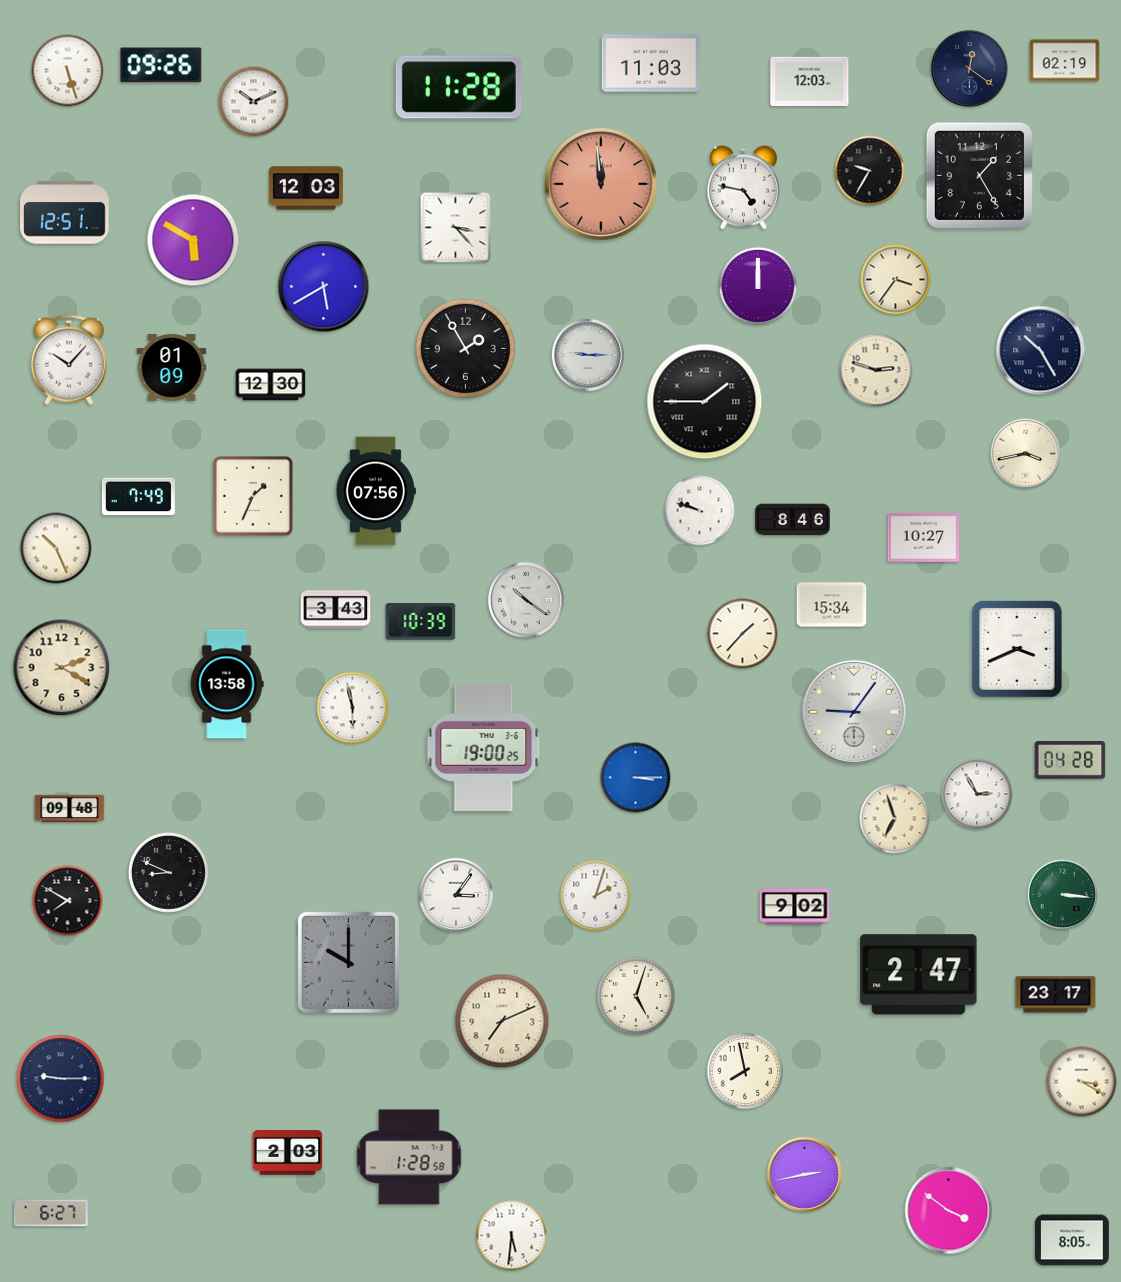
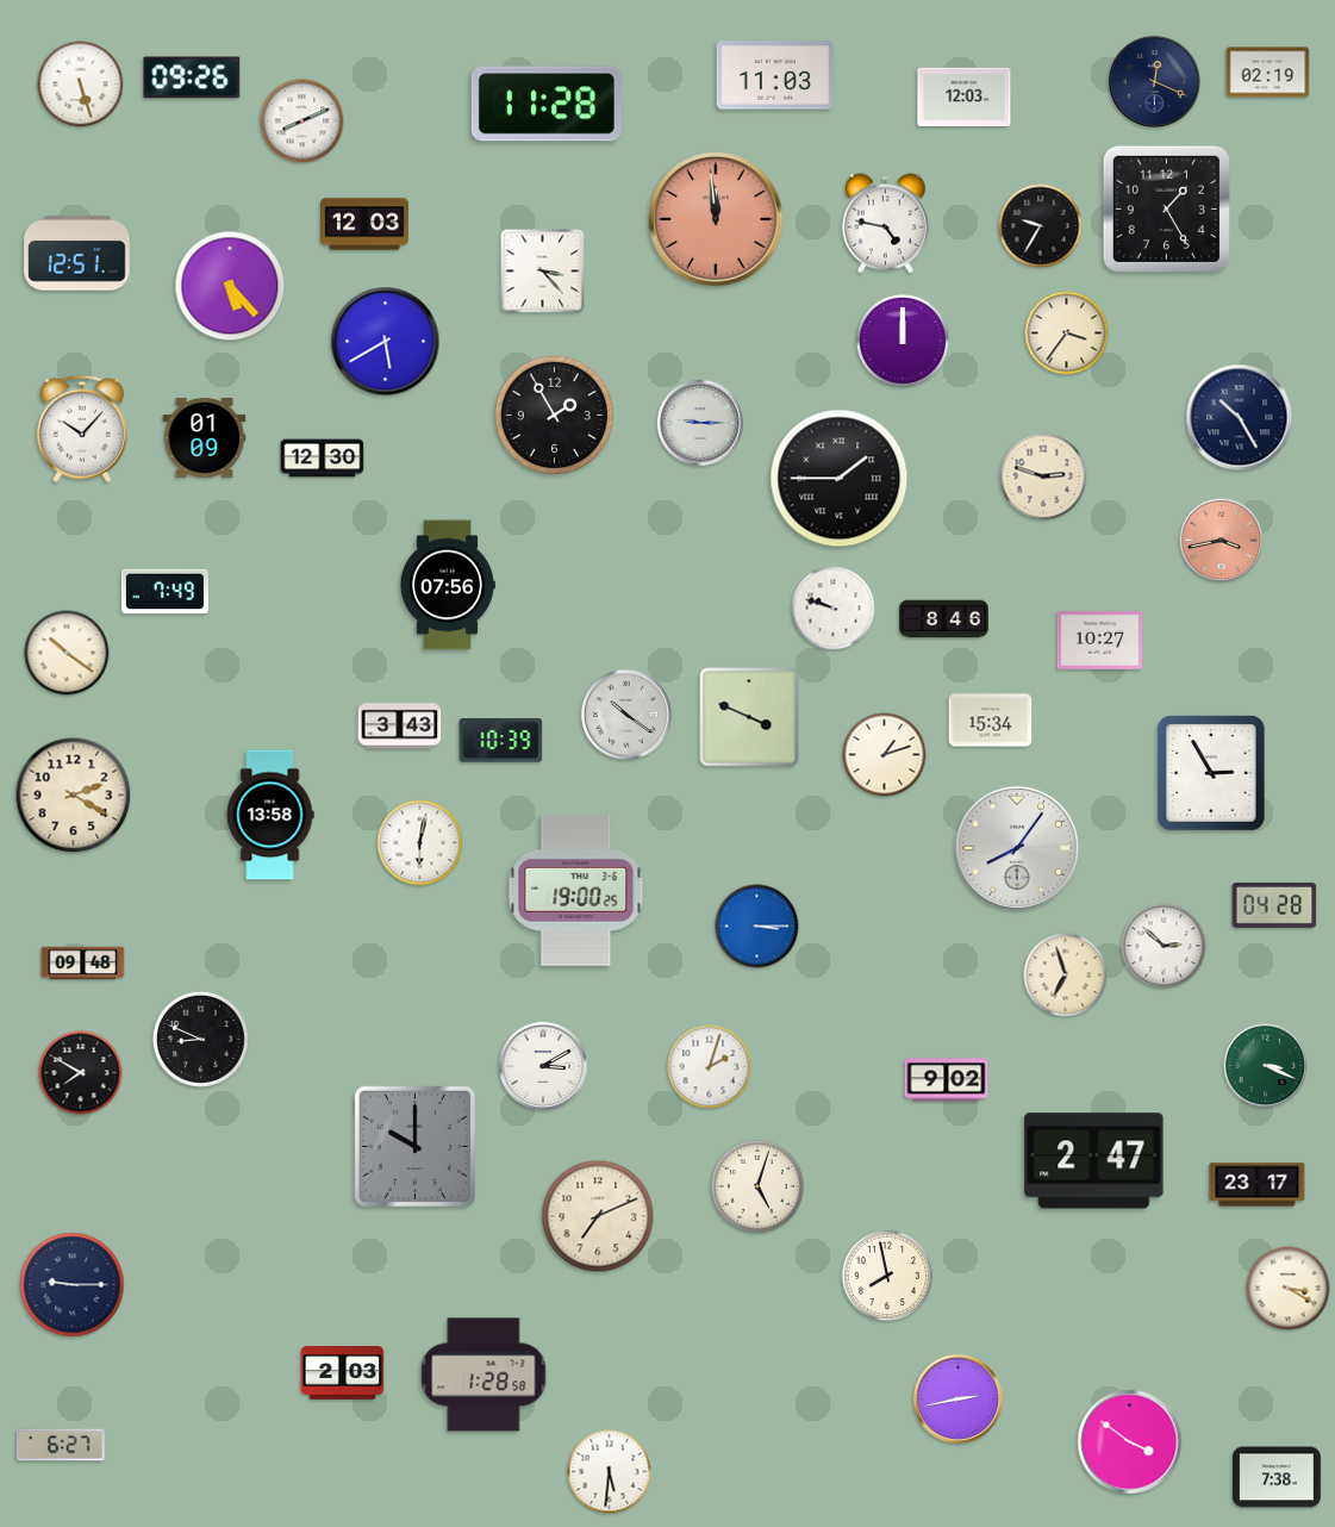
clock at (969, 68): 12:21 -> 12:19
clock at (254, 102): 10:11 -> 8:11
clock at (870, 171) position: (870, 171) -> (1041, 226)
clock at (193, 240): 5:50 -> 5:23
clock at (876, 370) position: (876, 370) -> (1043, 476)
clock at (1026, 454) dial: cream -> salmon
clock at (253, 496): 1:34 -> none
clock at (56, 548): 10:26 -> 10:21
clock at (749, 717): none -> 3:49
clock at (743, 634): 1:37 -> 1:12
clock at (1017, 649): 3:41 -> 2:55
clock at (353, 708): 5:58 -> 6:02
clock at (854, 712): 9:06 -> 8:06
clock at (977, 794): 2:55 -> 2:52
clock at (456, 895): 3:06 -> 3:10
clock at (1063, 895): 3:16 -> 3:19
clock at (409, 1157) position: (409, 1157) -> (484, 1375)
clock at (1072, 1240): 8:05 -> 7:38
